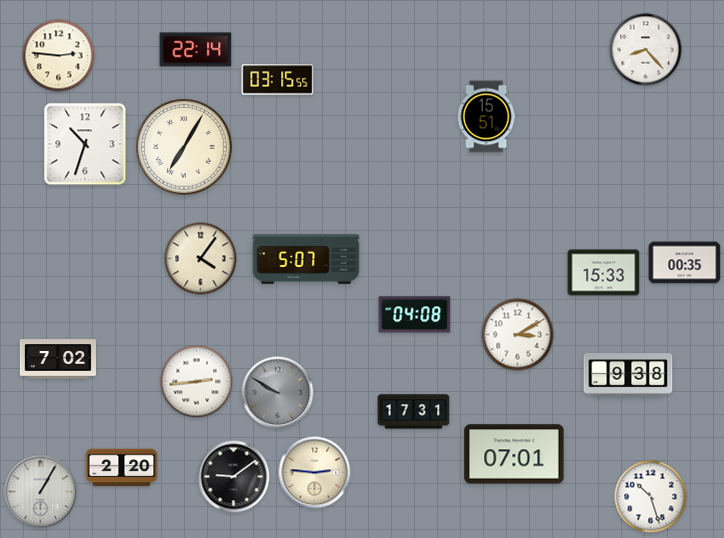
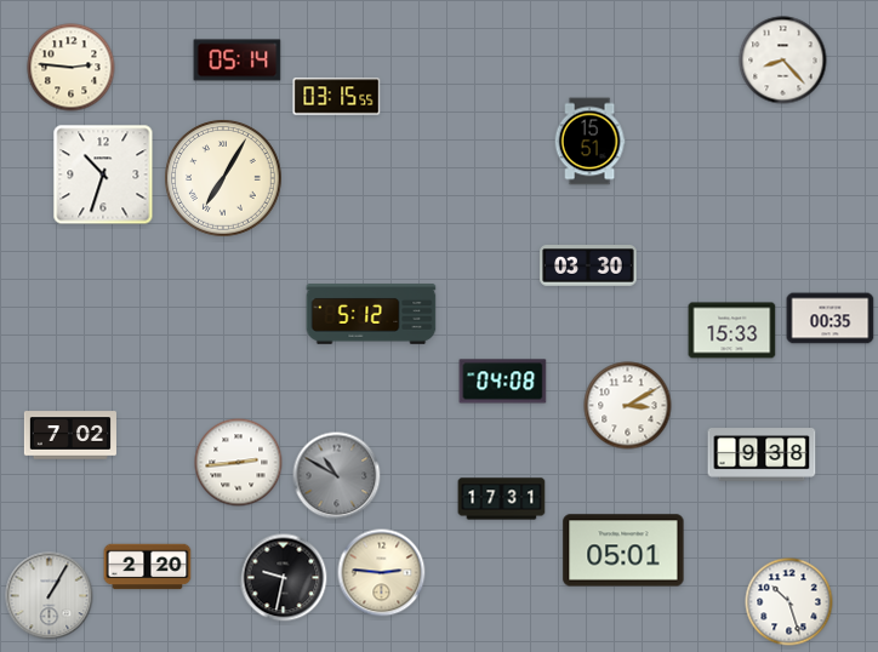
clock at (196, 50): 22:14 -> 05:14
clock at (588, 267): none -> 03:30
clock at (201, 259): 4:06 -> none
clock at (306, 259): 5:07 -> 5:12
clock at (278, 393): 9:50 -> 10:50
clock at (514, 454): 07:01 -> 05:01
clock at (234, 477): 9:09 -> 9:32
